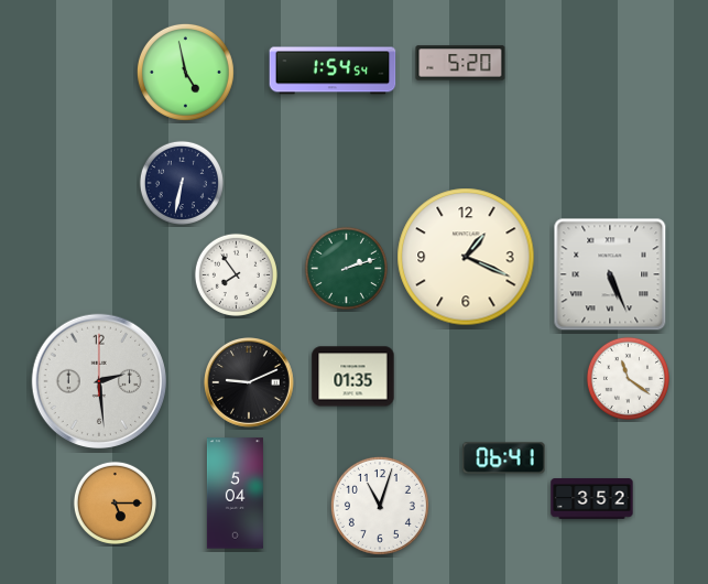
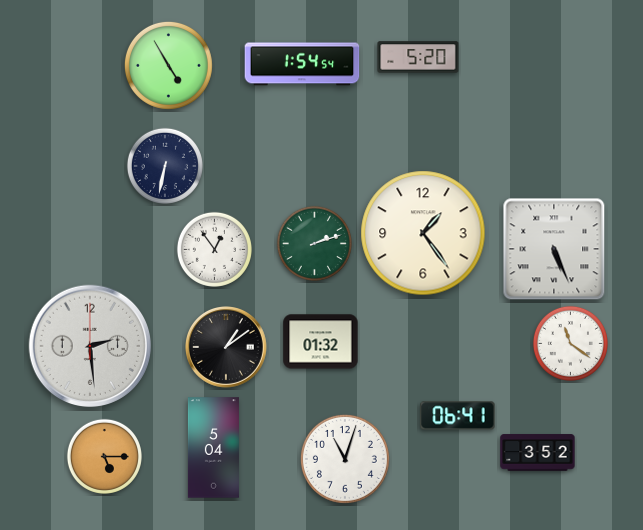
clock at (185, 72): 4:58 -> 4:55
clock at (466, 257): 1:19 -> 1:24
clock at (236, 274): 7:54 -> 12:54
clock at (353, 377): 01:35 -> 01:32
clock at (250, 383): 9:11 -> 1:09
